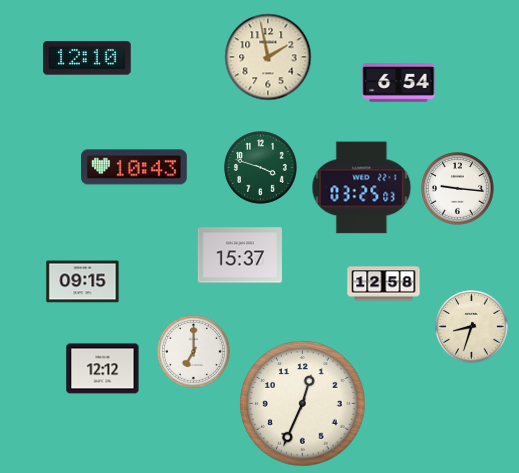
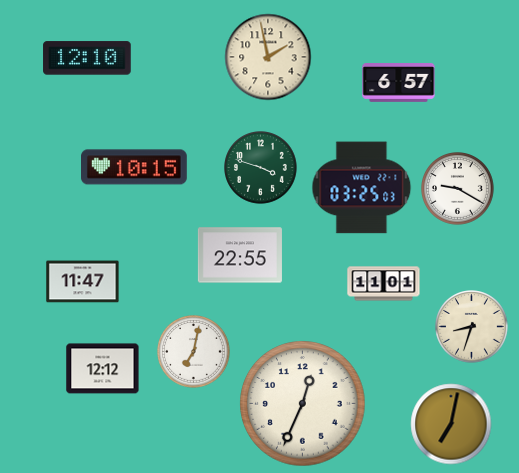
clock at (399, 83): 6:54 -> 6:57
clock at (135, 167): 10:43 -> 10:15
clock at (458, 189): 9:16 -> 9:20
clock at (240, 255): 15:37 -> 22:55
clock at (83, 282): 09:15 -> 11:47
clock at (384, 284): 12:58 -> 11:01
clock at (194, 352): 7:00 -> 7:02
clock at (451, 424): none -> 7:02
